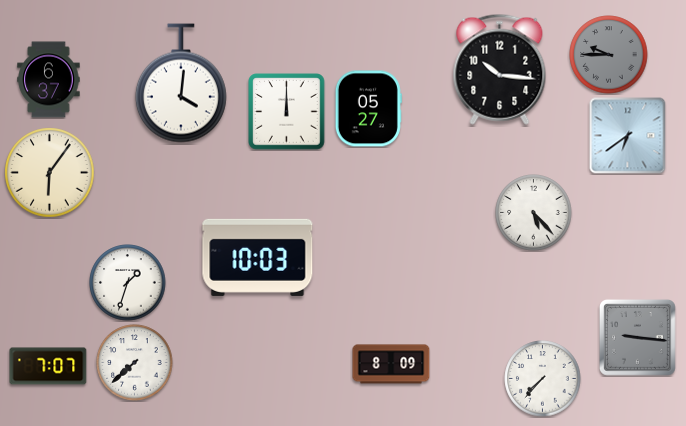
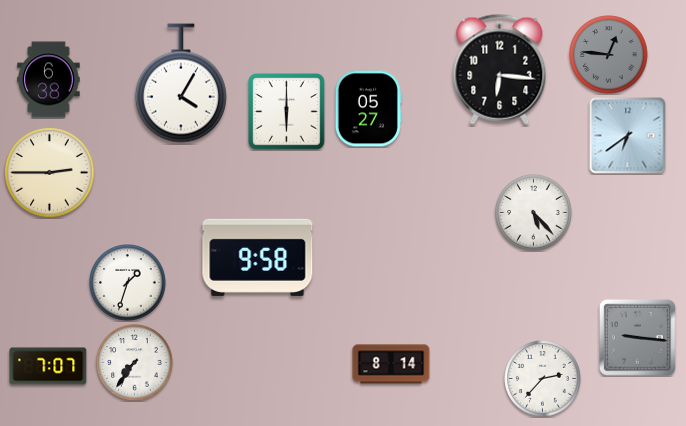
clock at (609, 55): 9:45 -> 12:46
clock at (500, 69): 10:16 -> 6:16
clock at (49, 80): 6:37 -> 6:38
clock at (181, 83): 4:01 -> 4:05
clock at (287, 112): 12:00 -> 6:00
clock at (50, 173): 6:06 -> 2:45
clock at (258, 257): 10:03 -> 9:58
clock at (135, 363): 7:38 -> 7:36
clock at (391, 364): 8:09 -> 8:14
clock at (543, 379): 7:37 -> 2:37
